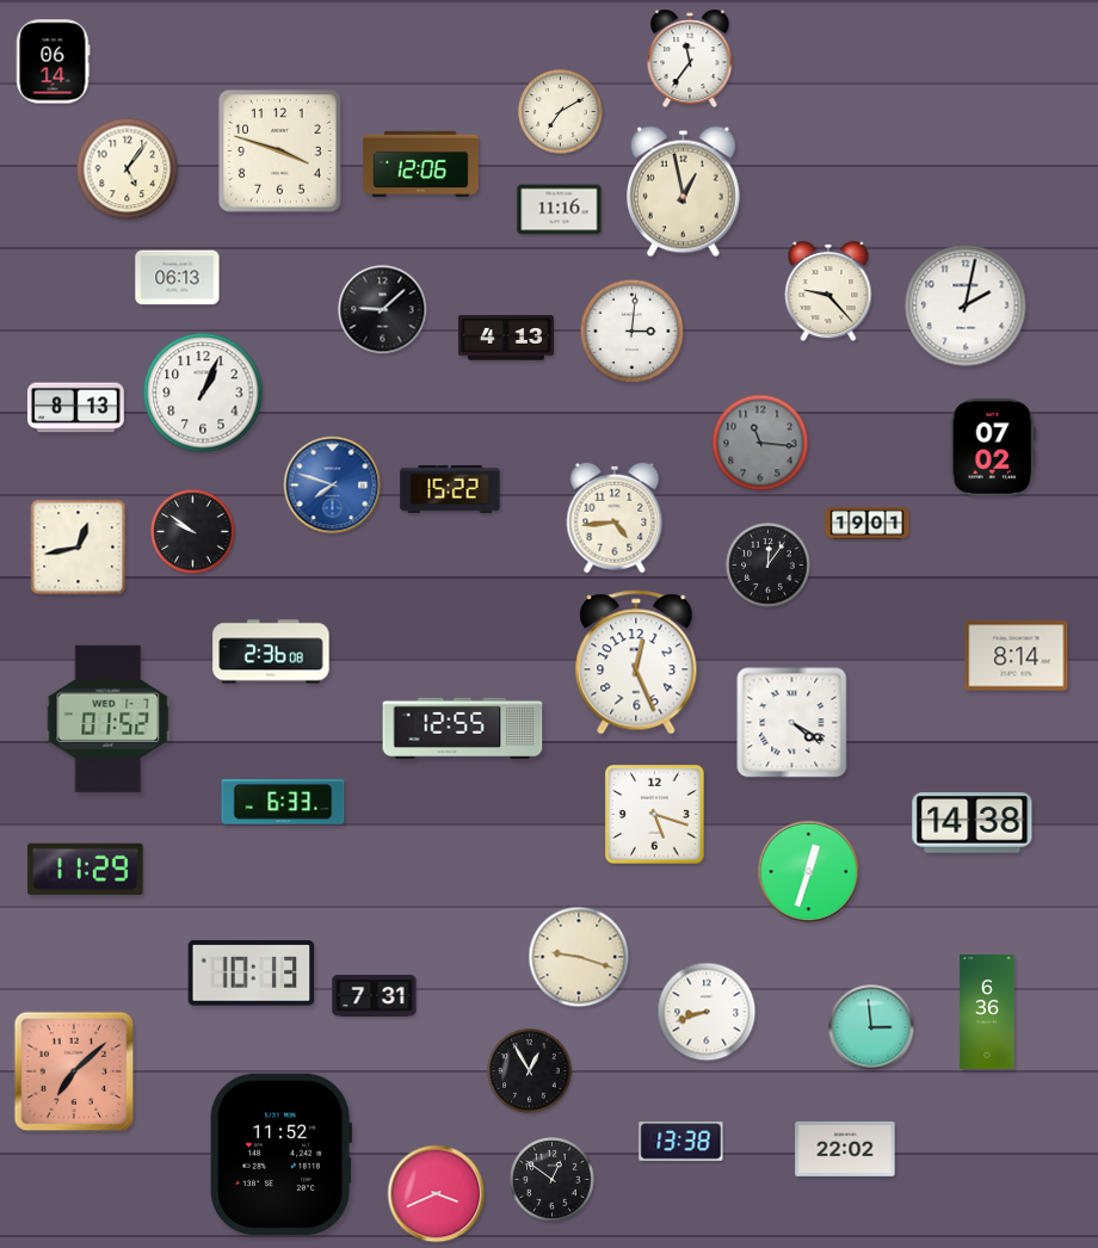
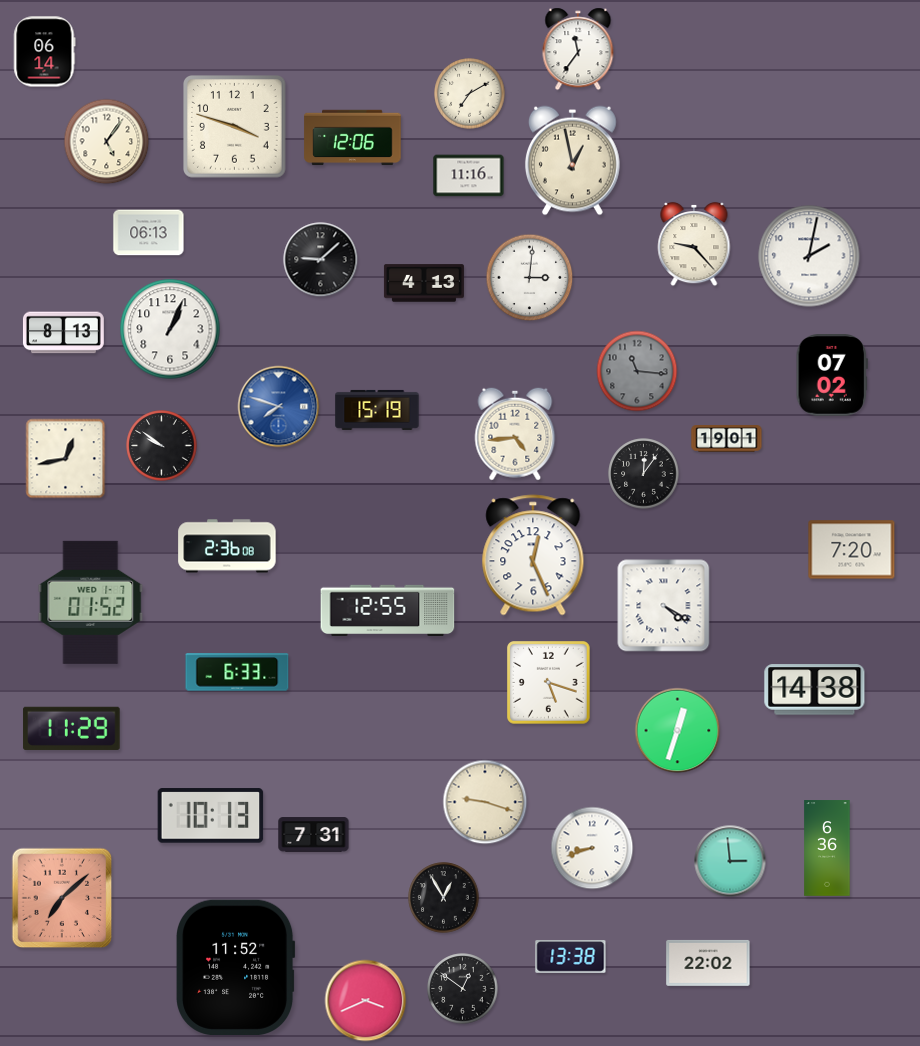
clock at (75, 408) position: (75, 408) -> (63, 333)
clock at (450, 489): 15:22 -> 15:19
clock at (1017, 656): 8:14 -> 7:20
